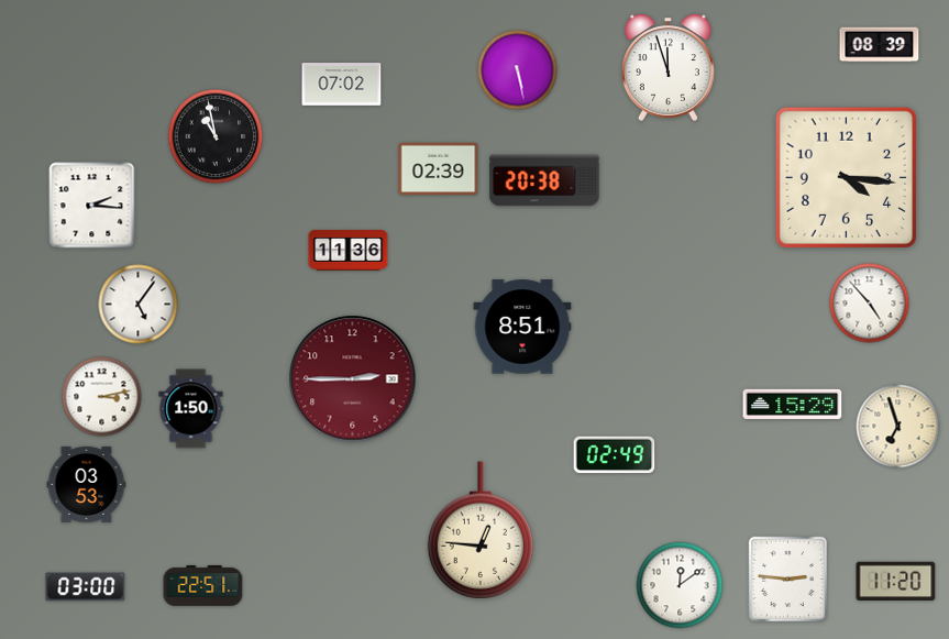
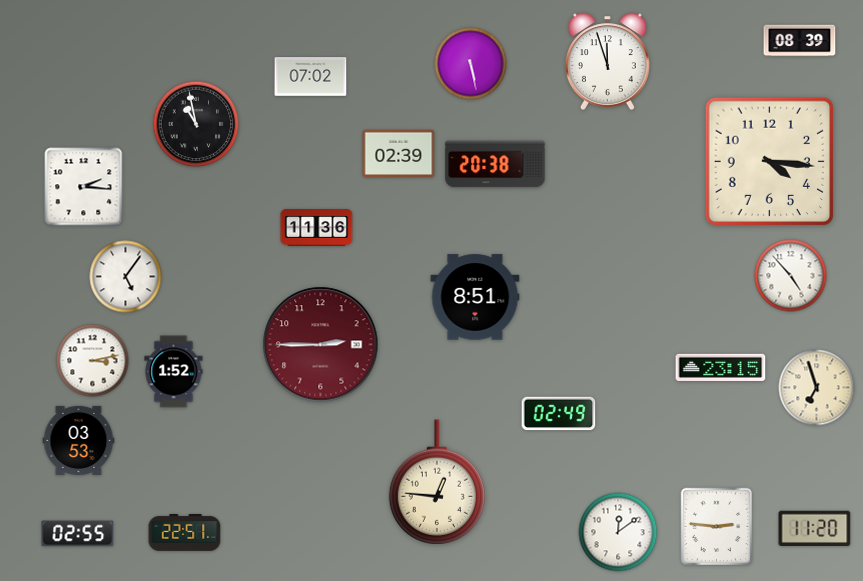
clock at (793, 404): 15:29 -> 23:15
clock at (191, 409): 1:50 -> 1:52
clock at (86, 587): 03:00 -> 02:55
